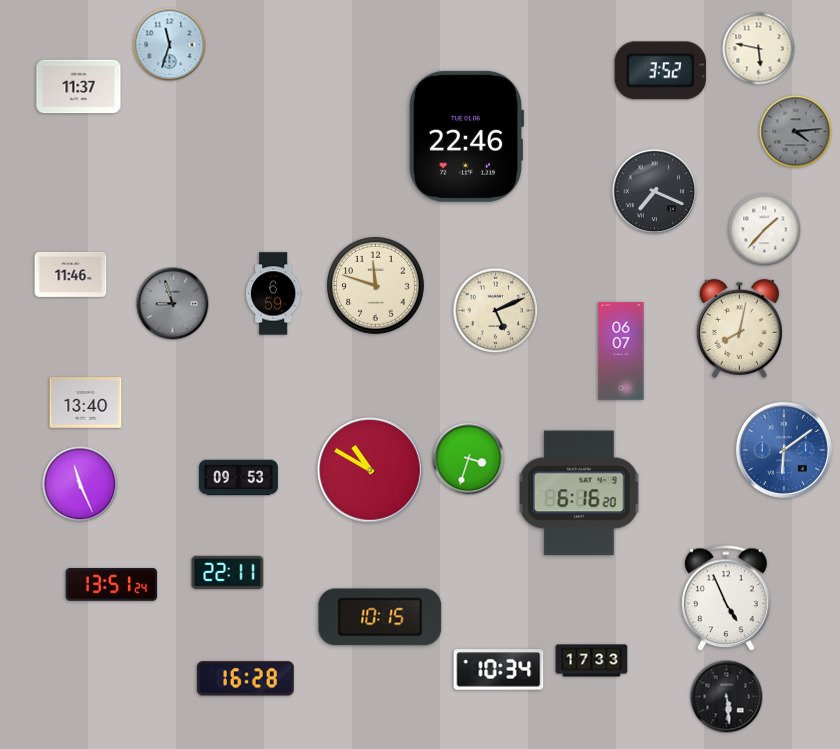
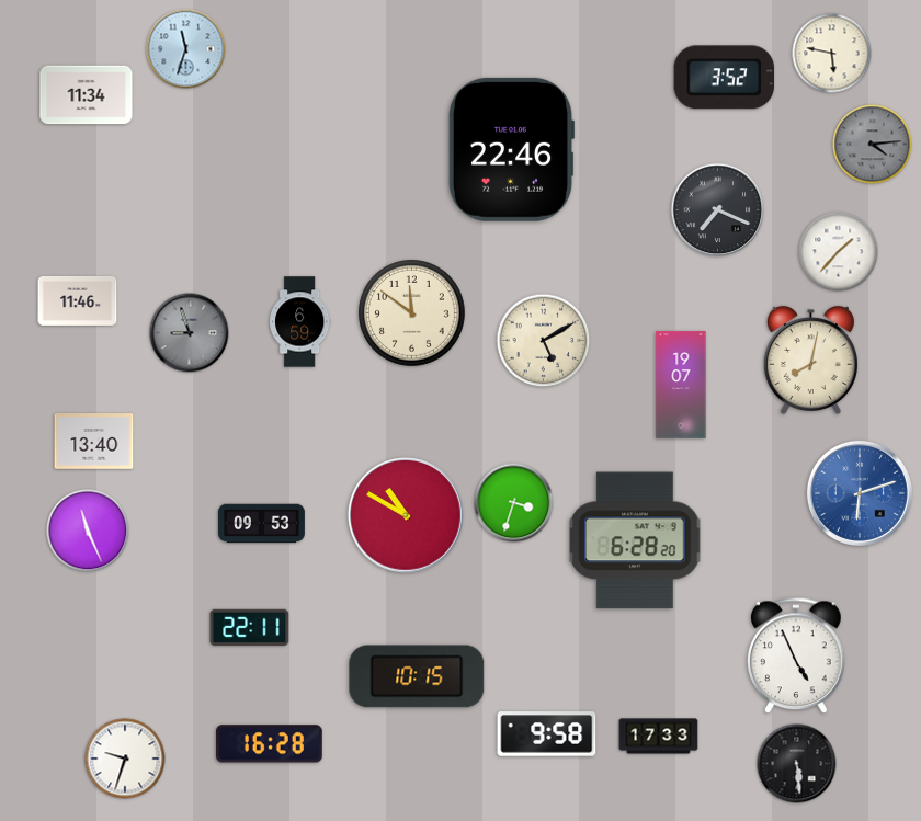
clock at (79, 87): 11:37 -> 11:34
clock at (376, 286): 11:48 -> 11:51
clock at (496, 311): 5:11 -> 5:10
clock at (621, 351): 06:07 -> 19:07
clock at (784, 450): 6:09 -> 6:12
clock at (579, 493): 6:16 -> 6:28
clock at (112, 585): 13:51 -> none
clock at (592, 661) position: (592, 661) -> (659, 737)
clock at (499, 670): 10:34 -> 9:58
clock at (125, 759): none -> 9:33
